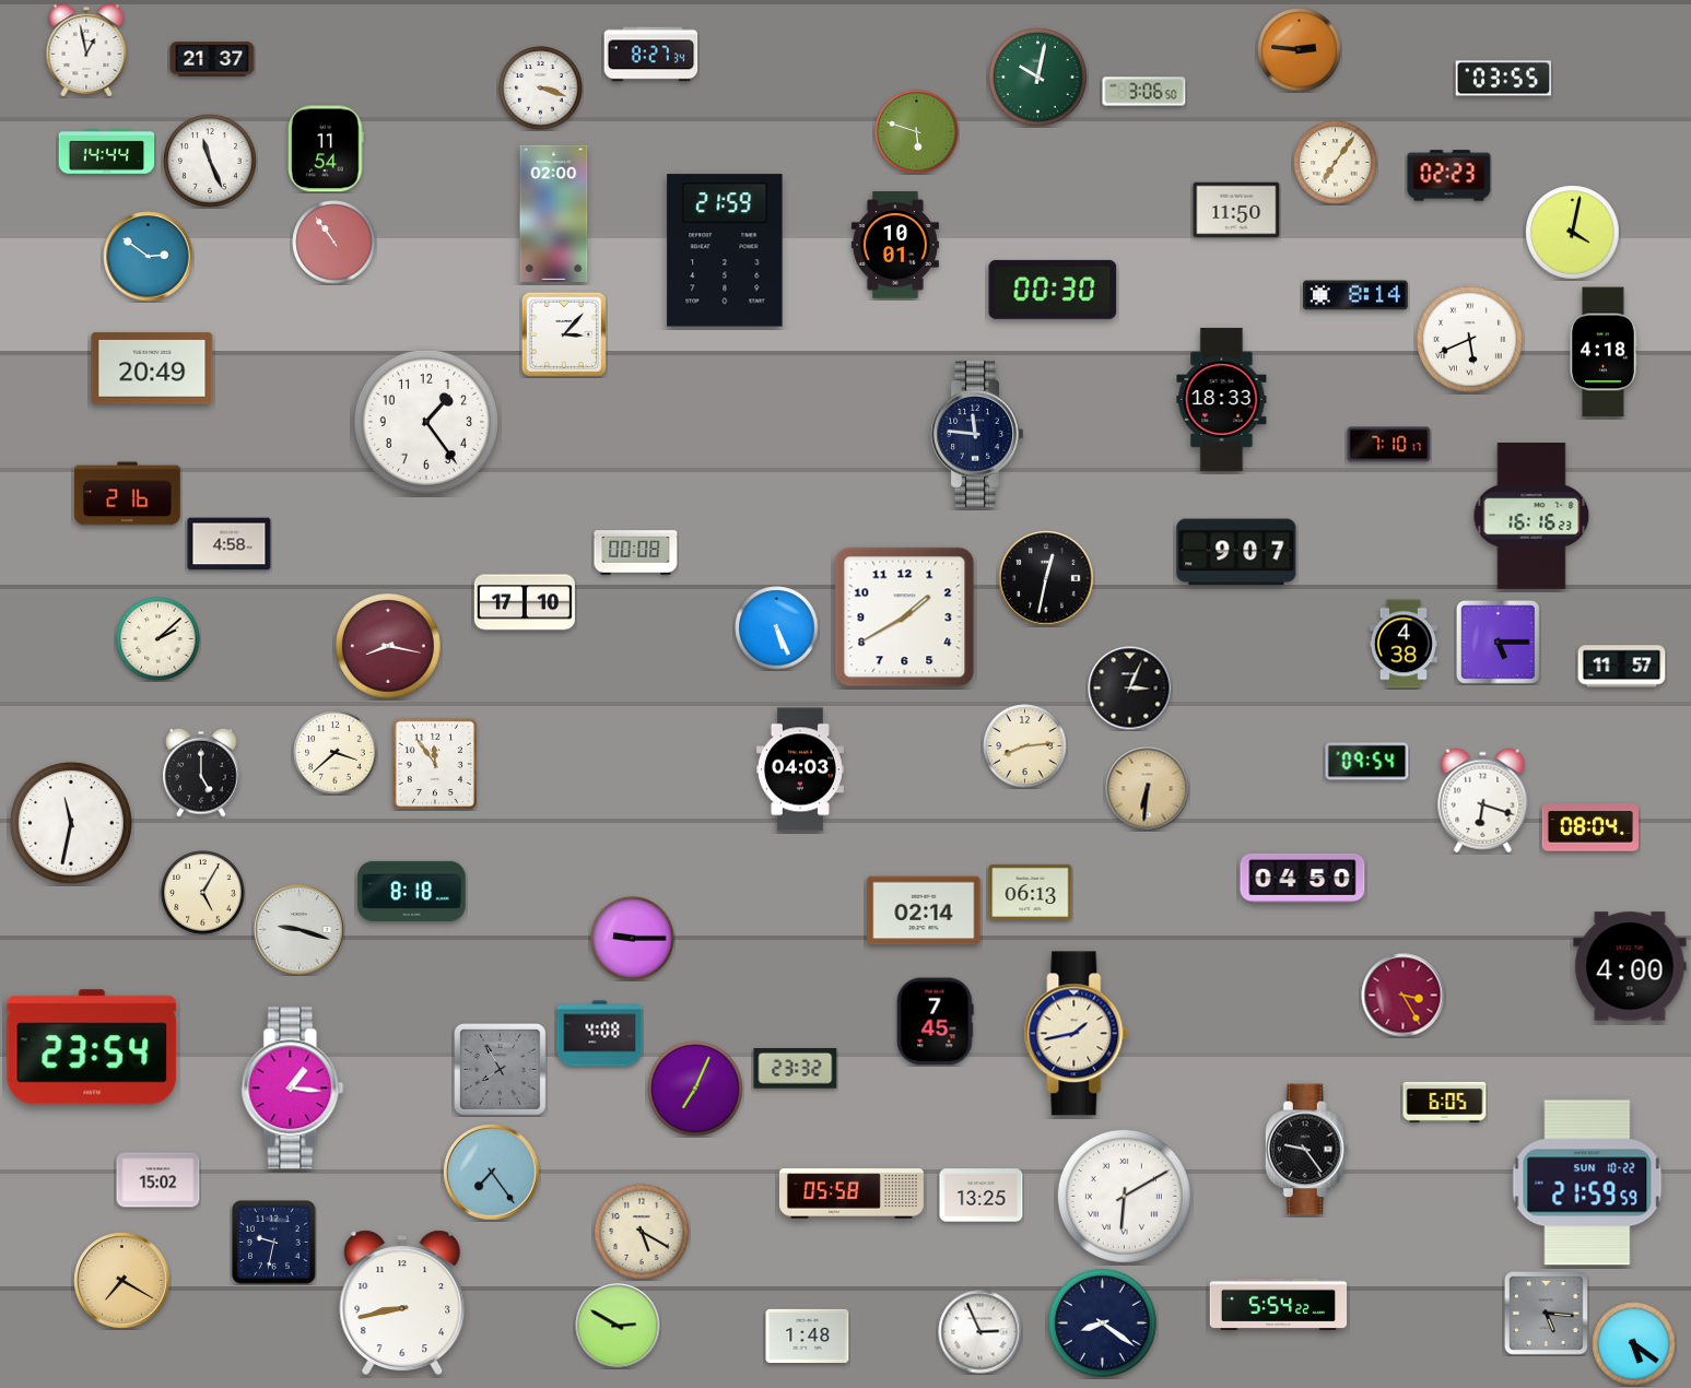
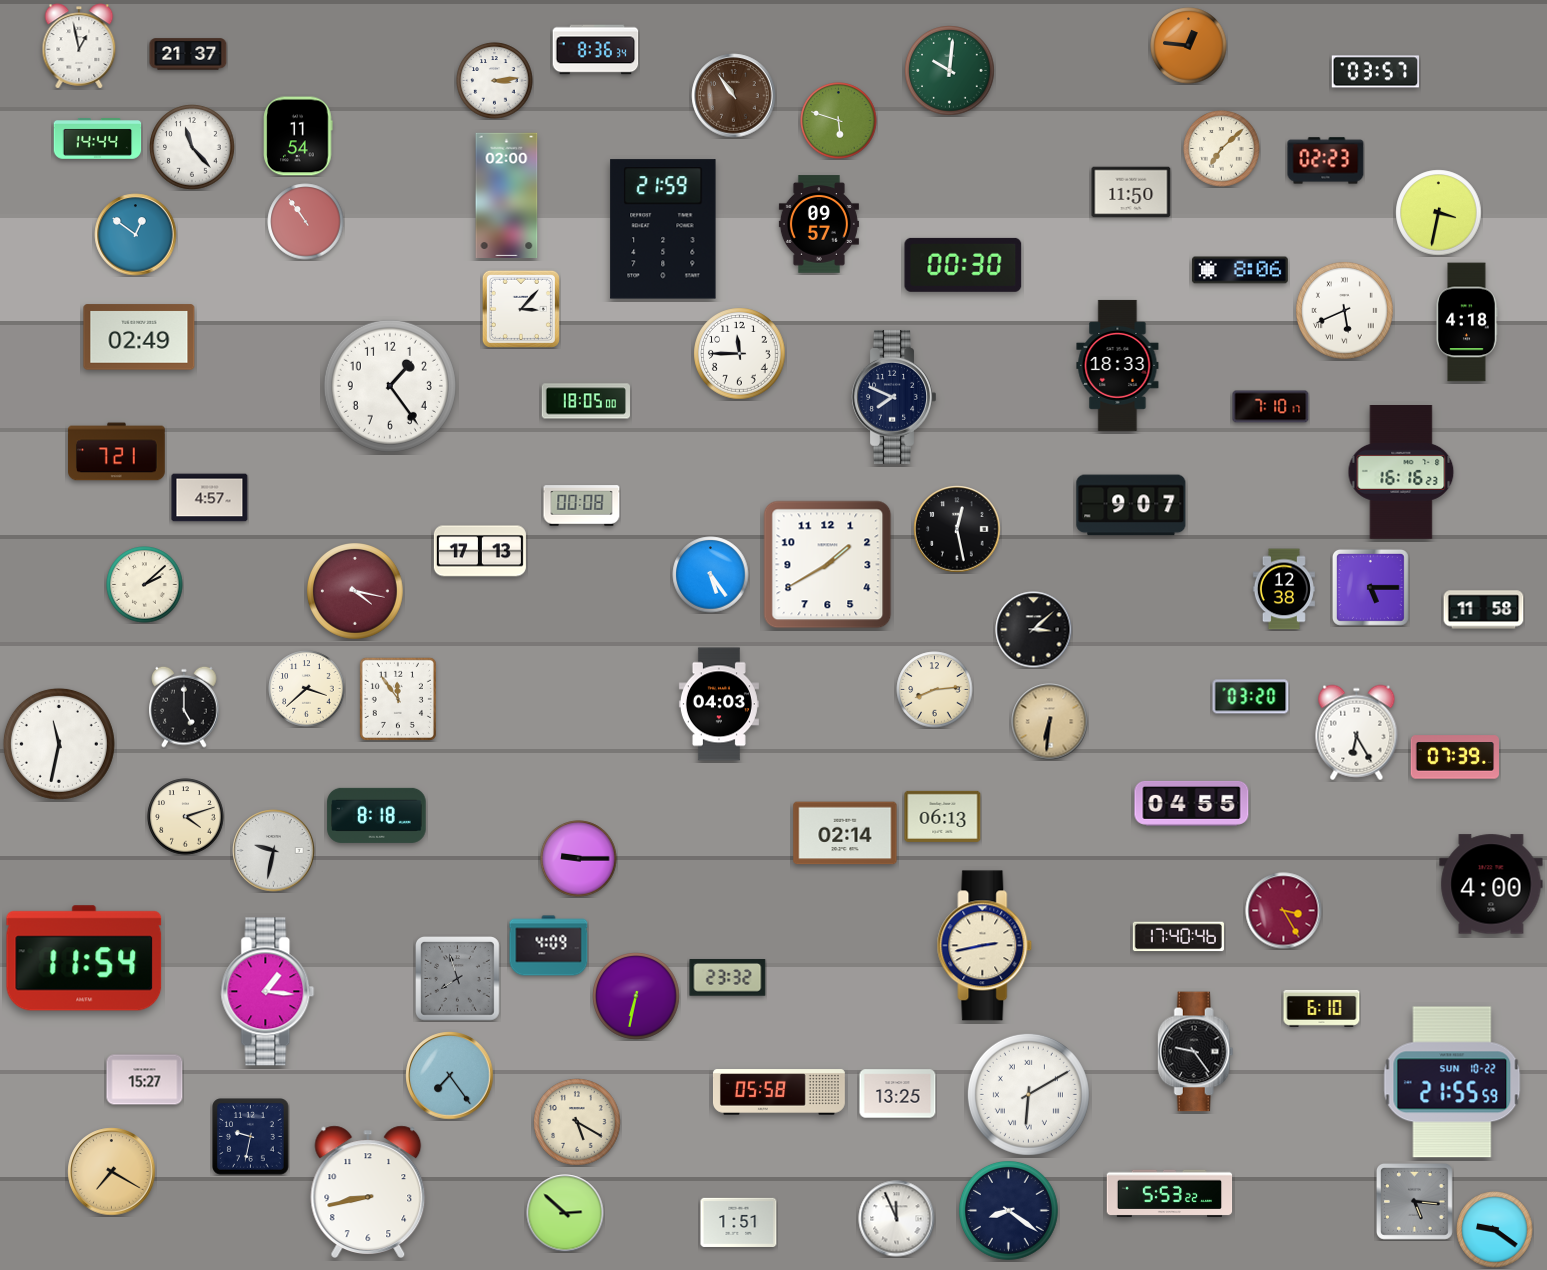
clock at (1300, 50): 2:46 -> 12:46
clock at (651, 55): 8:27 -> 8:36
clock at (212, 59) position: (212, 59) -> (188, 54)
clock at (1038, 78): 10:02 -> 10:01
clock at (1504, 79): 03:55 -> 03:57
clock at (541, 89): 3:18 -> 3:14
clock at (1144, 92): 3:06 -> none
clock at (734, 96): none -> 10:54
clock at (210, 161): 11:26 -> 11:23
clock at (1336, 163): 7:06 -> 7:08
clock at (1573, 233): 4:02 -> 3:32
clock at (895, 245): 10:01 -> 09:57
clock at (149, 257): 2:51 -> 12:51
clock at (1357, 295): 8:14 -> 8:06
clock at (564, 334) position: (564, 334) -> (521, 309)
clock at (152, 368): 20:49 -> 02:49
clock at (740, 354): none -> 11:45
clock at (977, 434): 11:46 -> 7:49
clock at (586, 401): none -> 18:05
clock at (128, 494): 2:16 -> 7:21
clock at (230, 544): 4:58 -> 4:57
clock at (1046, 578): 12:32 -> 12:28
clock at (525, 602): 17:10 -> 17:13
clock at (777, 628): 5:26 -> 5:24
clock at (1404, 644): 4:38 -> 12:38
clock at (389, 647): 8:17 -> 4:17
clock at (1622, 667): 11:57 -> 11:58
clock at (1130, 689): 3:04 -> 3:08
clock at (1025, 746) position: (1025, 746) -> (935, 690)
clock at (1367, 762): 09:54 -> 03:20
clock at (800, 769) position: (800, 769) -> (719, 704)
clock at (1483, 801): 6:18 -> 6:25
clock at (71, 823) position: (71, 823) -> (59, 744)
clock at (1589, 827): 08:04 -> 07:39
clock at (1303, 878): 04:50 -> 04:55
clock at (203, 893): 5:05 -> 4:12
clock at (300, 930): 9:18 -> 9:32
clock at (936, 1022): 7:45 -> none
clock at (1178, 937): none -> 17:40
clock at (600, 1034): 4:08 -> 4:09
clock at (1077, 1034): 1:43 -> 2:43
clock at (92, 1047): 23:54 -> 11:54
clock at (501, 1070): 7:55 -> 7:57
clock at (293, 1089) position: (293, 1089) -> (268, 992)
clock at (695, 1089): 7:04 -> 6:32
clock at (1445, 1102): 6:05 -> 6:10
clock at (492, 1173) position: (492, 1173) -> (450, 1076)
clock at (158, 1180): 15:02 -> 15:27
clock at (1587, 1183): 21:59 -> 21:55
clock at (642, 1232) position: (642, 1232) -> (577, 1122)
clock at (1279, 1305): 5:54 -> 5:53
clock at (618, 1326): 2:50 -> 2:52
clock at (980, 1332): 2:56 -> 11:56
clock at (808, 1336): 1:48 -> 1:51
clock at (1634, 1344): 5:21 -> 9:21
